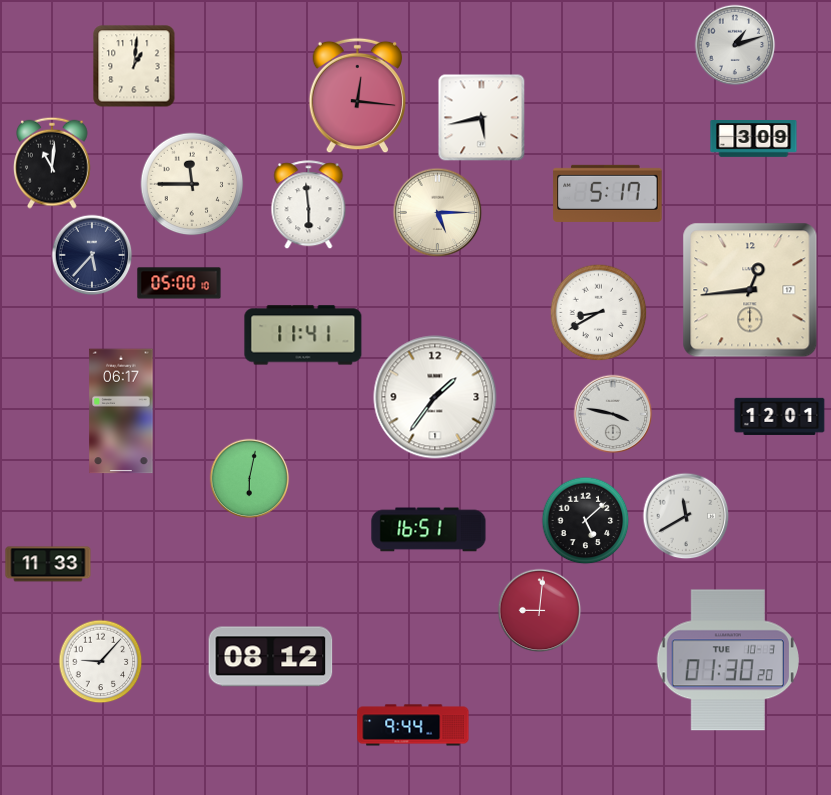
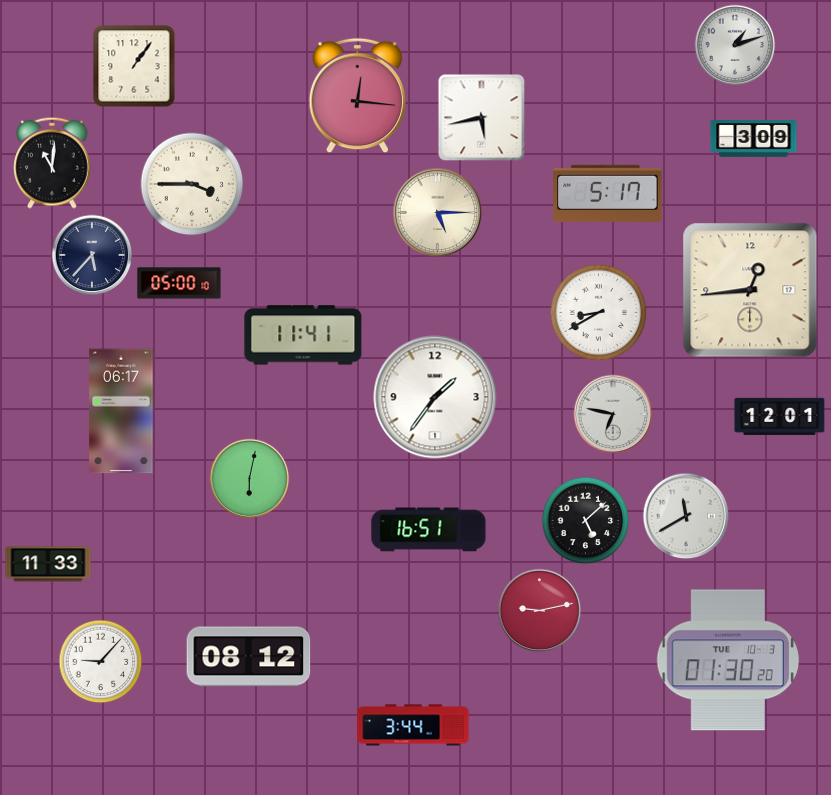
clock at (134, 66): 1:01 -> 1:06
clock at (192, 184): 11:45 -> 3:45
clock at (309, 205): 5:59 -> none
clock at (613, 414): 3:47 -> 6:47
clock at (540, 611): 9:01 -> 9:13
clock at (271, 657) position: (271, 657) -> (249, 657)
clock at (413, 725): 9:44 -> 3:44
